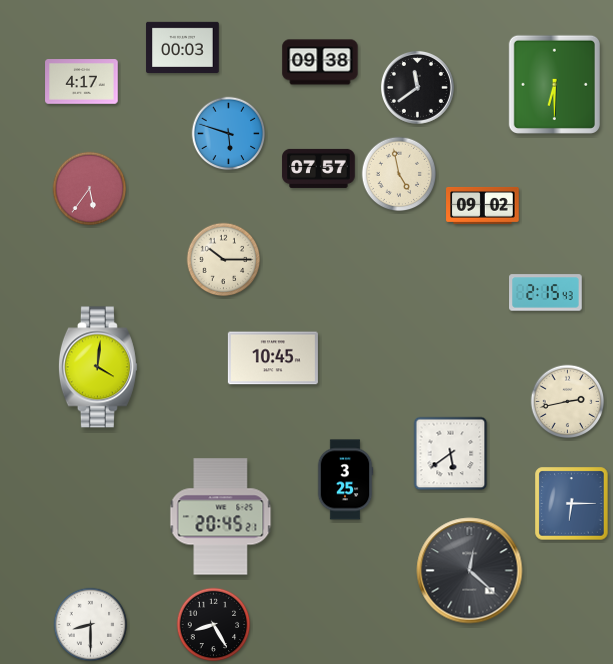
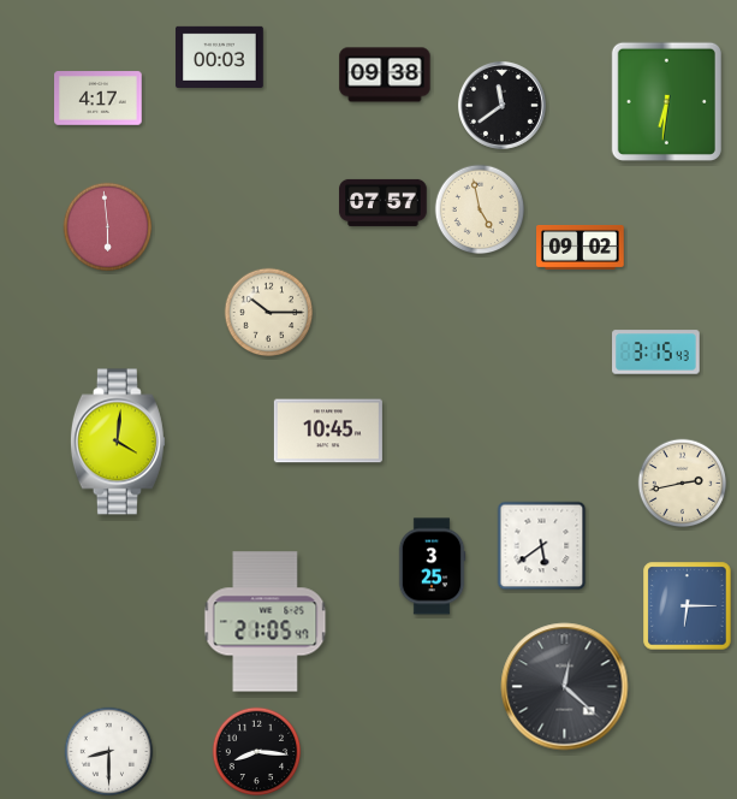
clock at (554, 84): 6:30 -> 6:31
clock at (229, 134): 5:48 -> none
clock at (90, 189): 5:36 -> 5:59
clock at (546, 293): 2:15 -> 3:15
clock at (345, 480) position: (345, 480) -> (432, 567)
clock at (221, 517): 20:45 -> 21:05
clock at (214, 625): 8:25 -> 8:16
